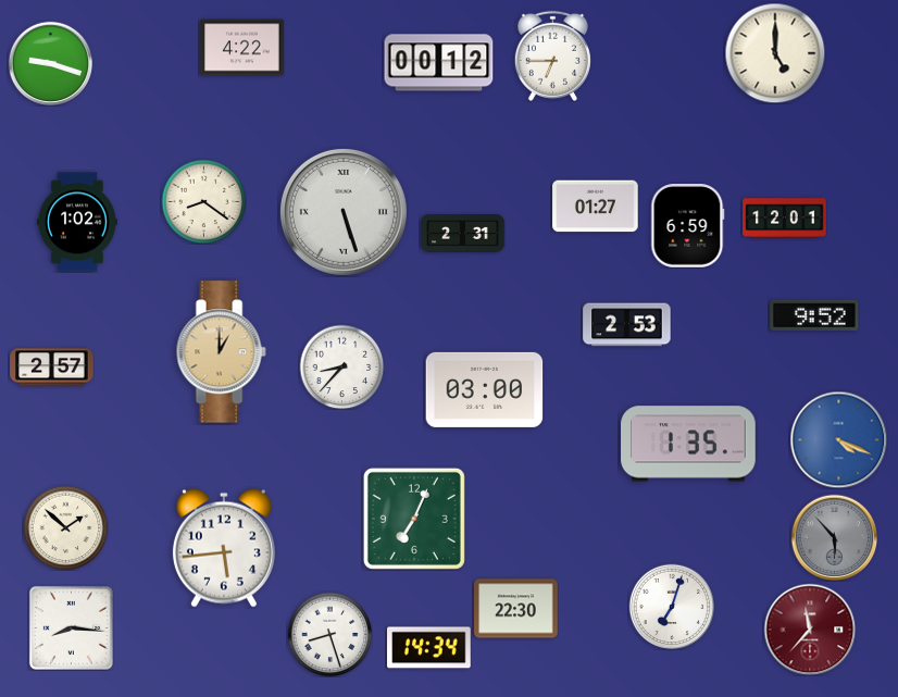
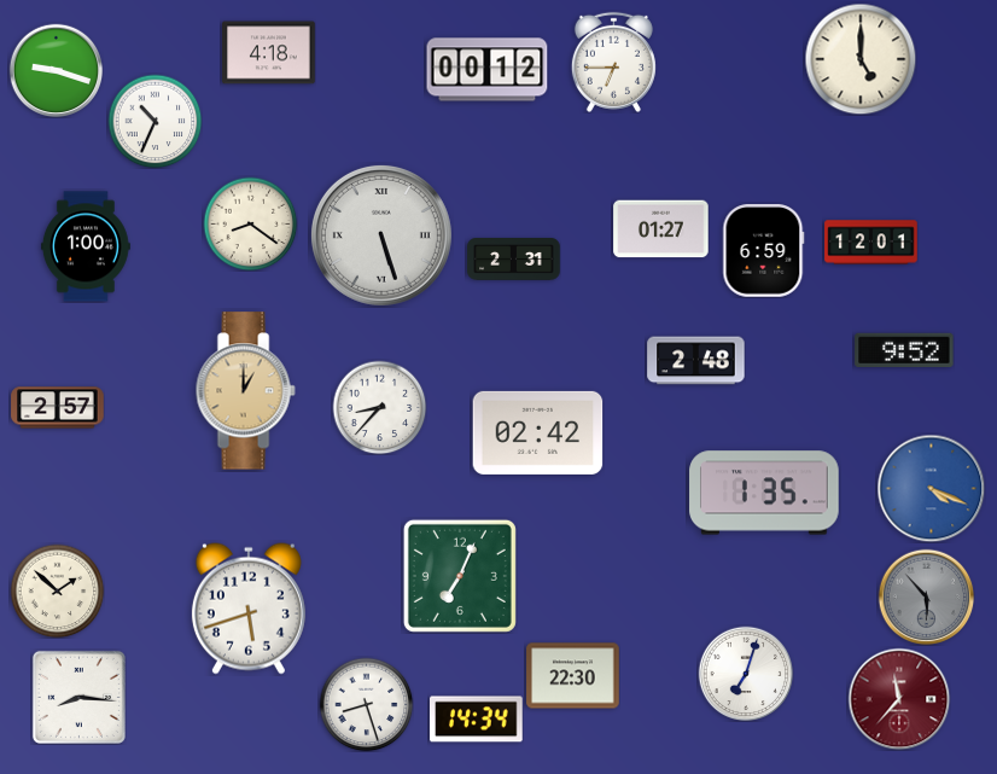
clock at (242, 48): 4:22 -> 4:18
clock at (154, 121): none -> 10:34
clock at (203, 201) position: (203, 201) -> (250, 223)
clock at (77, 222): 1:02 -> 1:00
clock at (627, 325): 2:53 -> 2:48
clock at (485, 389): 03:00 -> 02:42
clock at (65, 527) position: (65, 527) -> (57, 590)
clock at (224, 548): 5:44 -> 5:42
